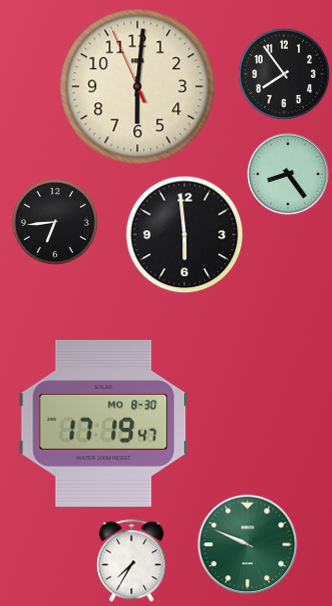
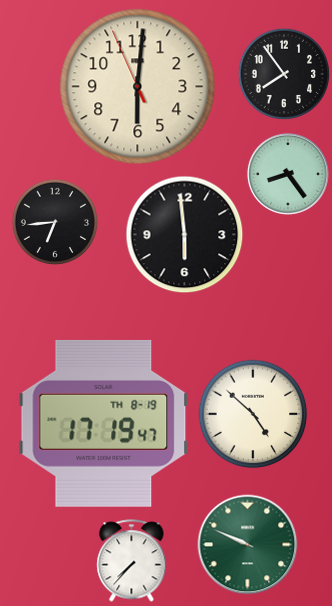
clock at (253, 414): none -> 4:52
clock at (104, 423) date: MO 8-30 -> TH 8-19
clock at (132, 561): 7:35 -> 7:37
